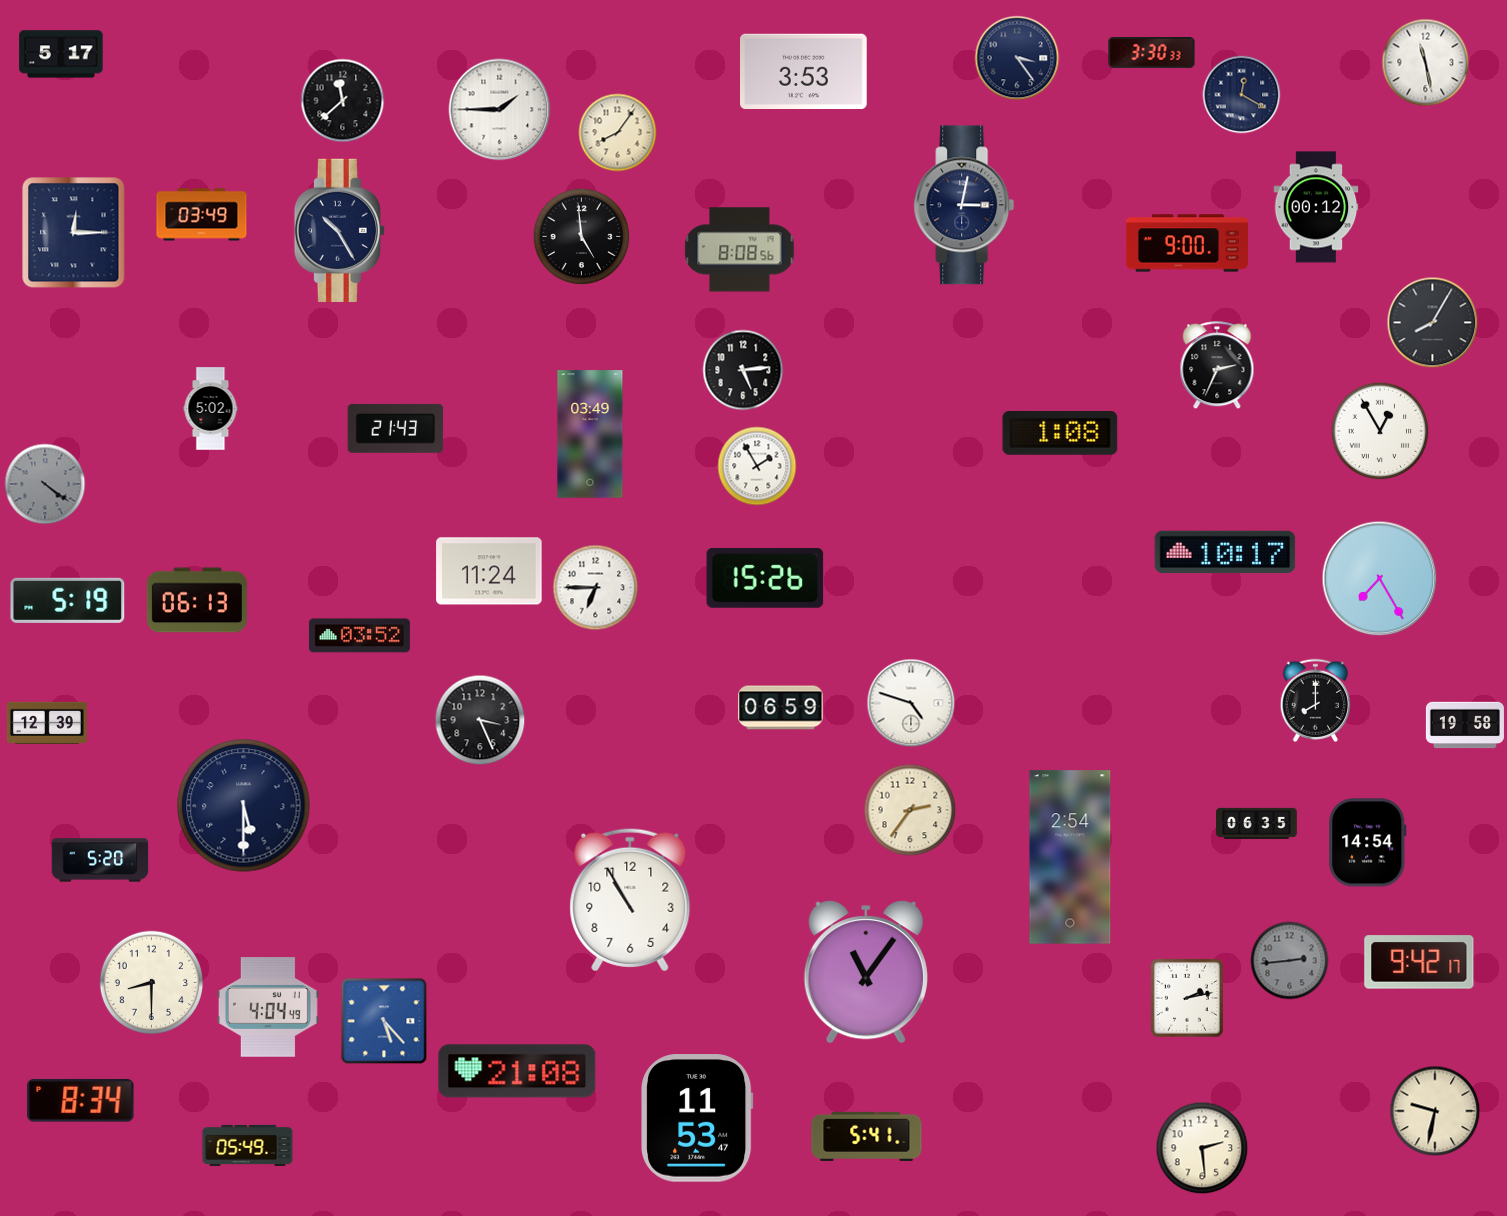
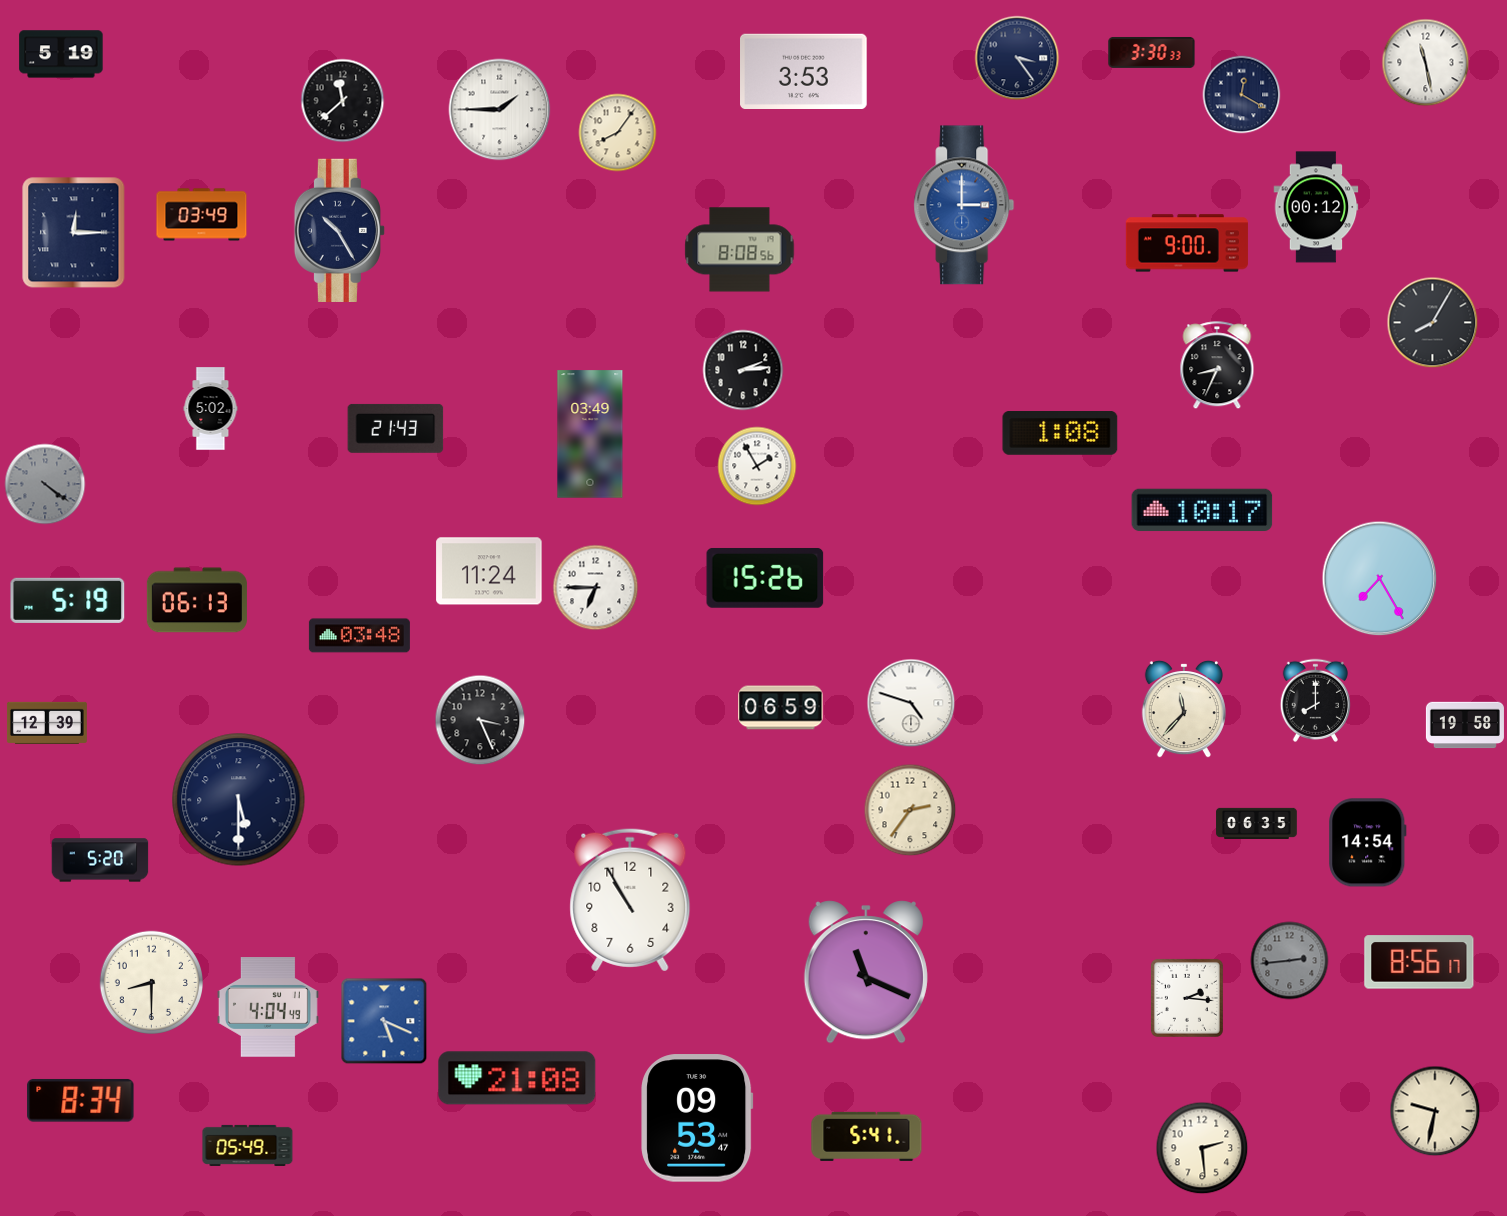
clock at (61, 54): 5:17 -> 5:19
clock at (964, 205): 3:02 -> 3:00
clock at (964, 205) dial: navy -> blue
clock at (582, 237): 4:59 -> none
clock at (1217, 366): 2:34 -> 8:34
clock at (743, 370): 5:14 -> 2:14
clock at (1380, 431): 12:55 -> none
clock at (1225, 552) position: (1225, 552) -> (1202, 510)
clock at (359, 636): 03:52 -> 03:48
clock at (1184, 709): none -> 11:37
clock at (244, 806) position: (244, 806) -> (239, 800)
clock at (1070, 857): 2:54 -> none
clock at (1419, 962): 9:42 -> 8:56
clock at (866, 972): 11:06 -> 11:19
clock at (1187, 998): 2:13 -> 2:16
clock at (384, 1021): 5:23 -> 5:19
clock at (517, 1071) position: (517, 1071) -> (517, 1078)
clock at (697, 1118): 11:53 -> 09:53
